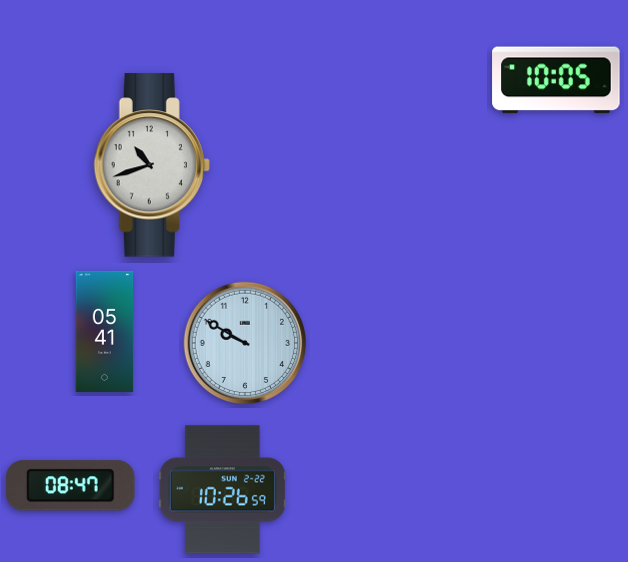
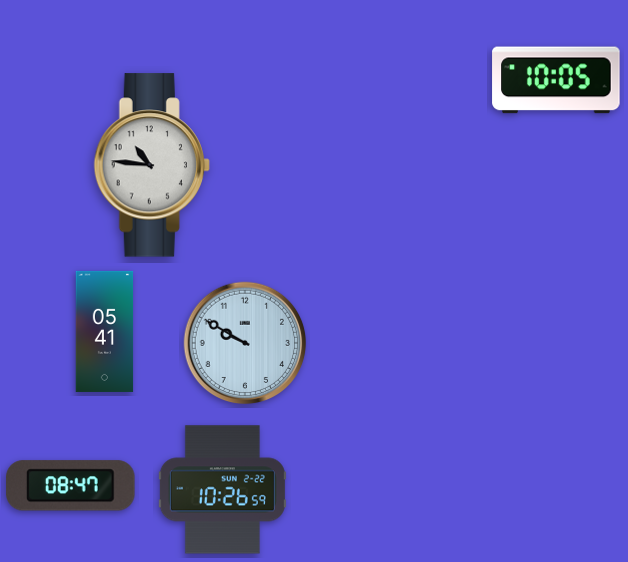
clock at (152, 165): 10:42 -> 10:46
